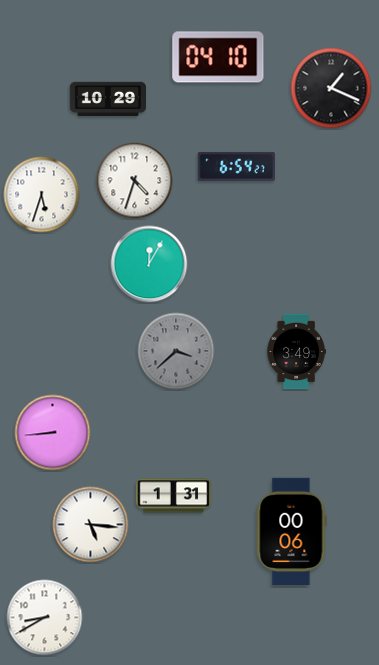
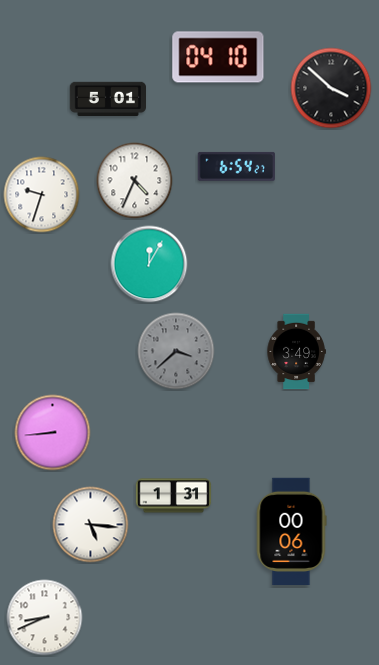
clock at (331, 88): 1:19 -> 3:52
clock at (107, 98): 10:29 -> 5:01
clock at (135, 181): 4:33 -> 4:34
clock at (42, 195): 5:33 -> 9:33
clock at (45, 618): 8:40 -> 8:41
